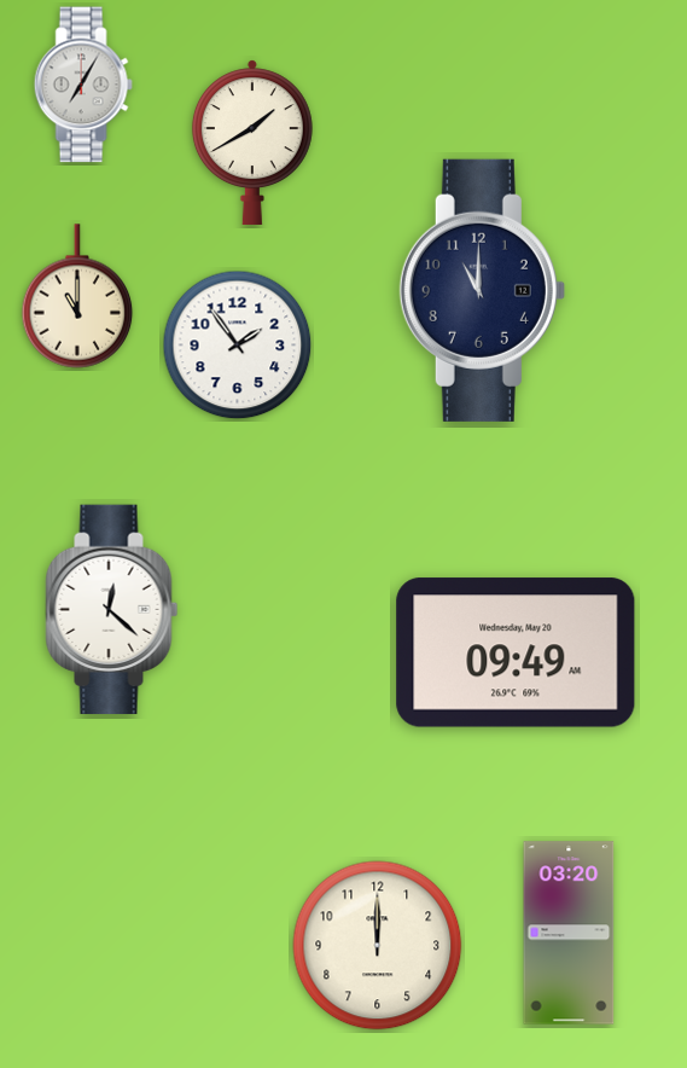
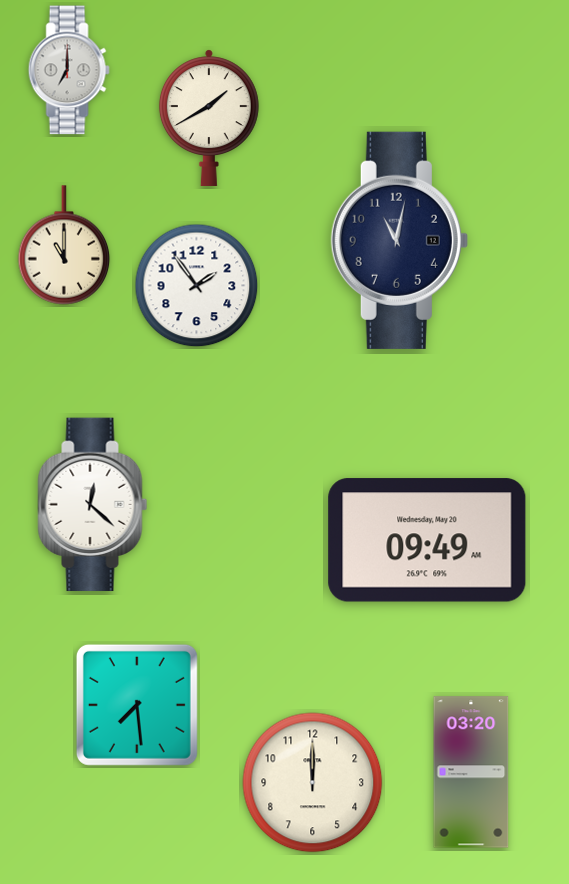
clock at (83, 85): 7:05 -> 7:00
clock at (482, 290): 11:00 -> 11:02
clock at (137, 705): none -> 7:29
